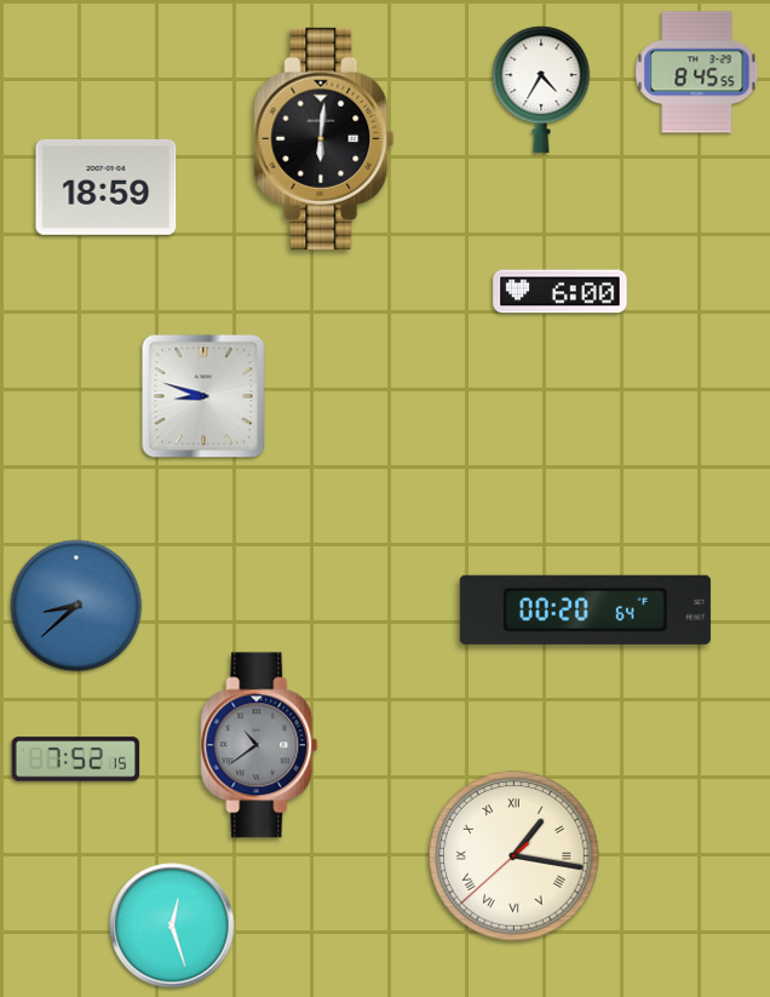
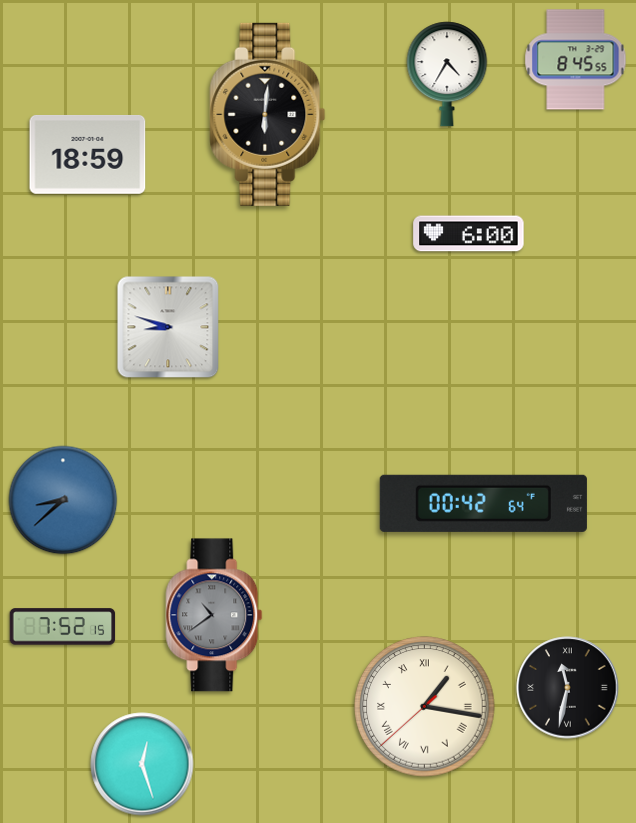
clock at (561, 292) position: (561, 292) -> (469, 234)
clock at (585, 609): 00:20 -> 00:42
clock at (568, 688): none -> 11:32
